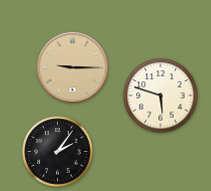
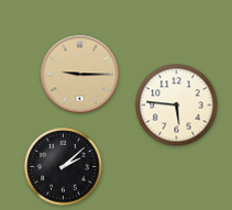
clock at (161, 96): 5:48 -> 5:46
clock at (58, 152): 2:06 -> 2:08
